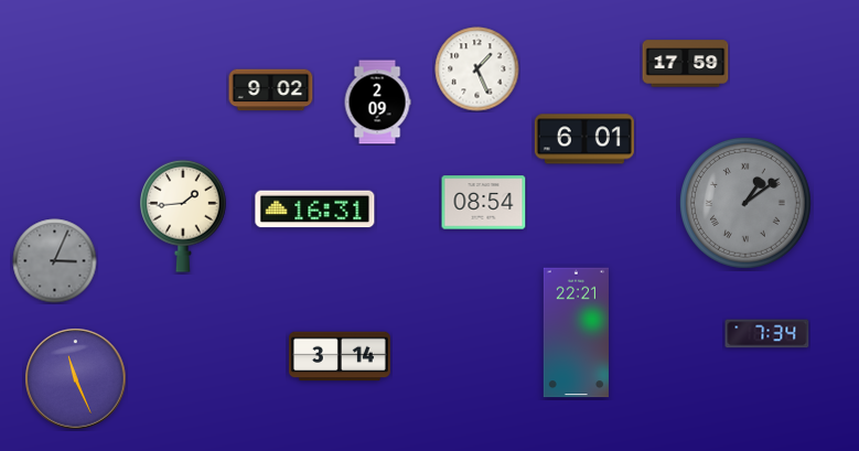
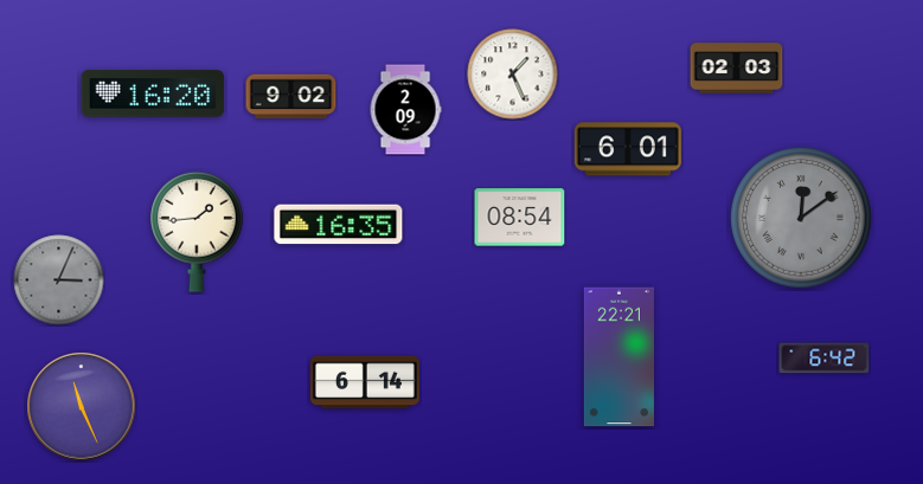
clock at (686, 64): 17:59 -> 02:03
clock at (153, 93): none -> 16:20
clock at (747, 204): 1:09 -> 12:09
clock at (315, 210): 16:31 -> 16:35
clock at (767, 334): 7:34 -> 6:42
clock at (340, 356): 3:14 -> 6:14
